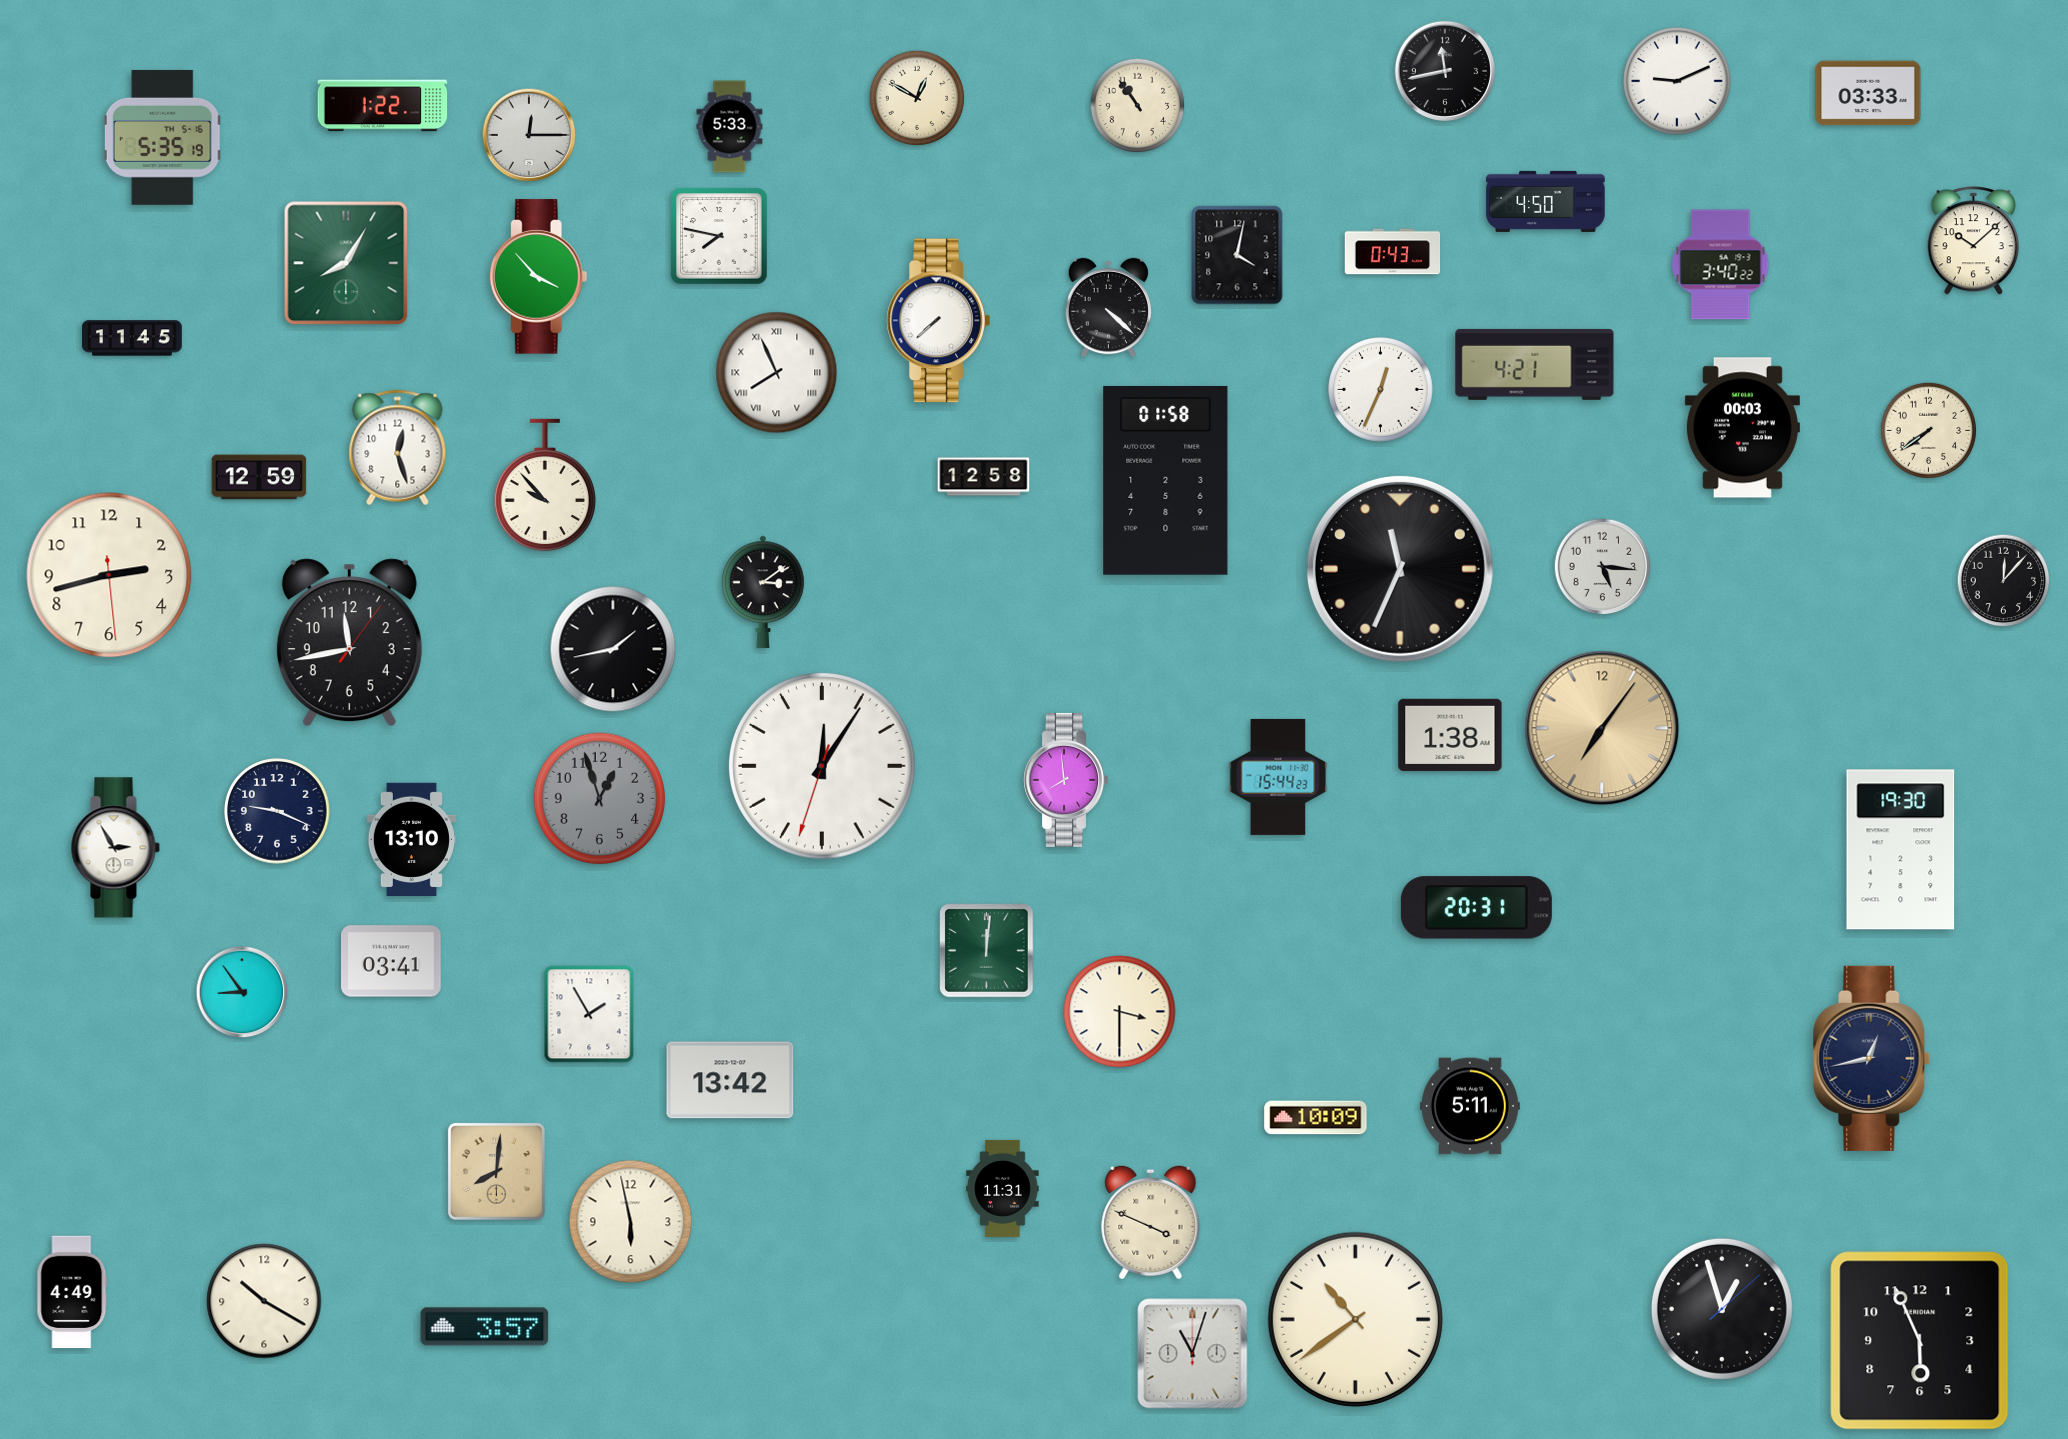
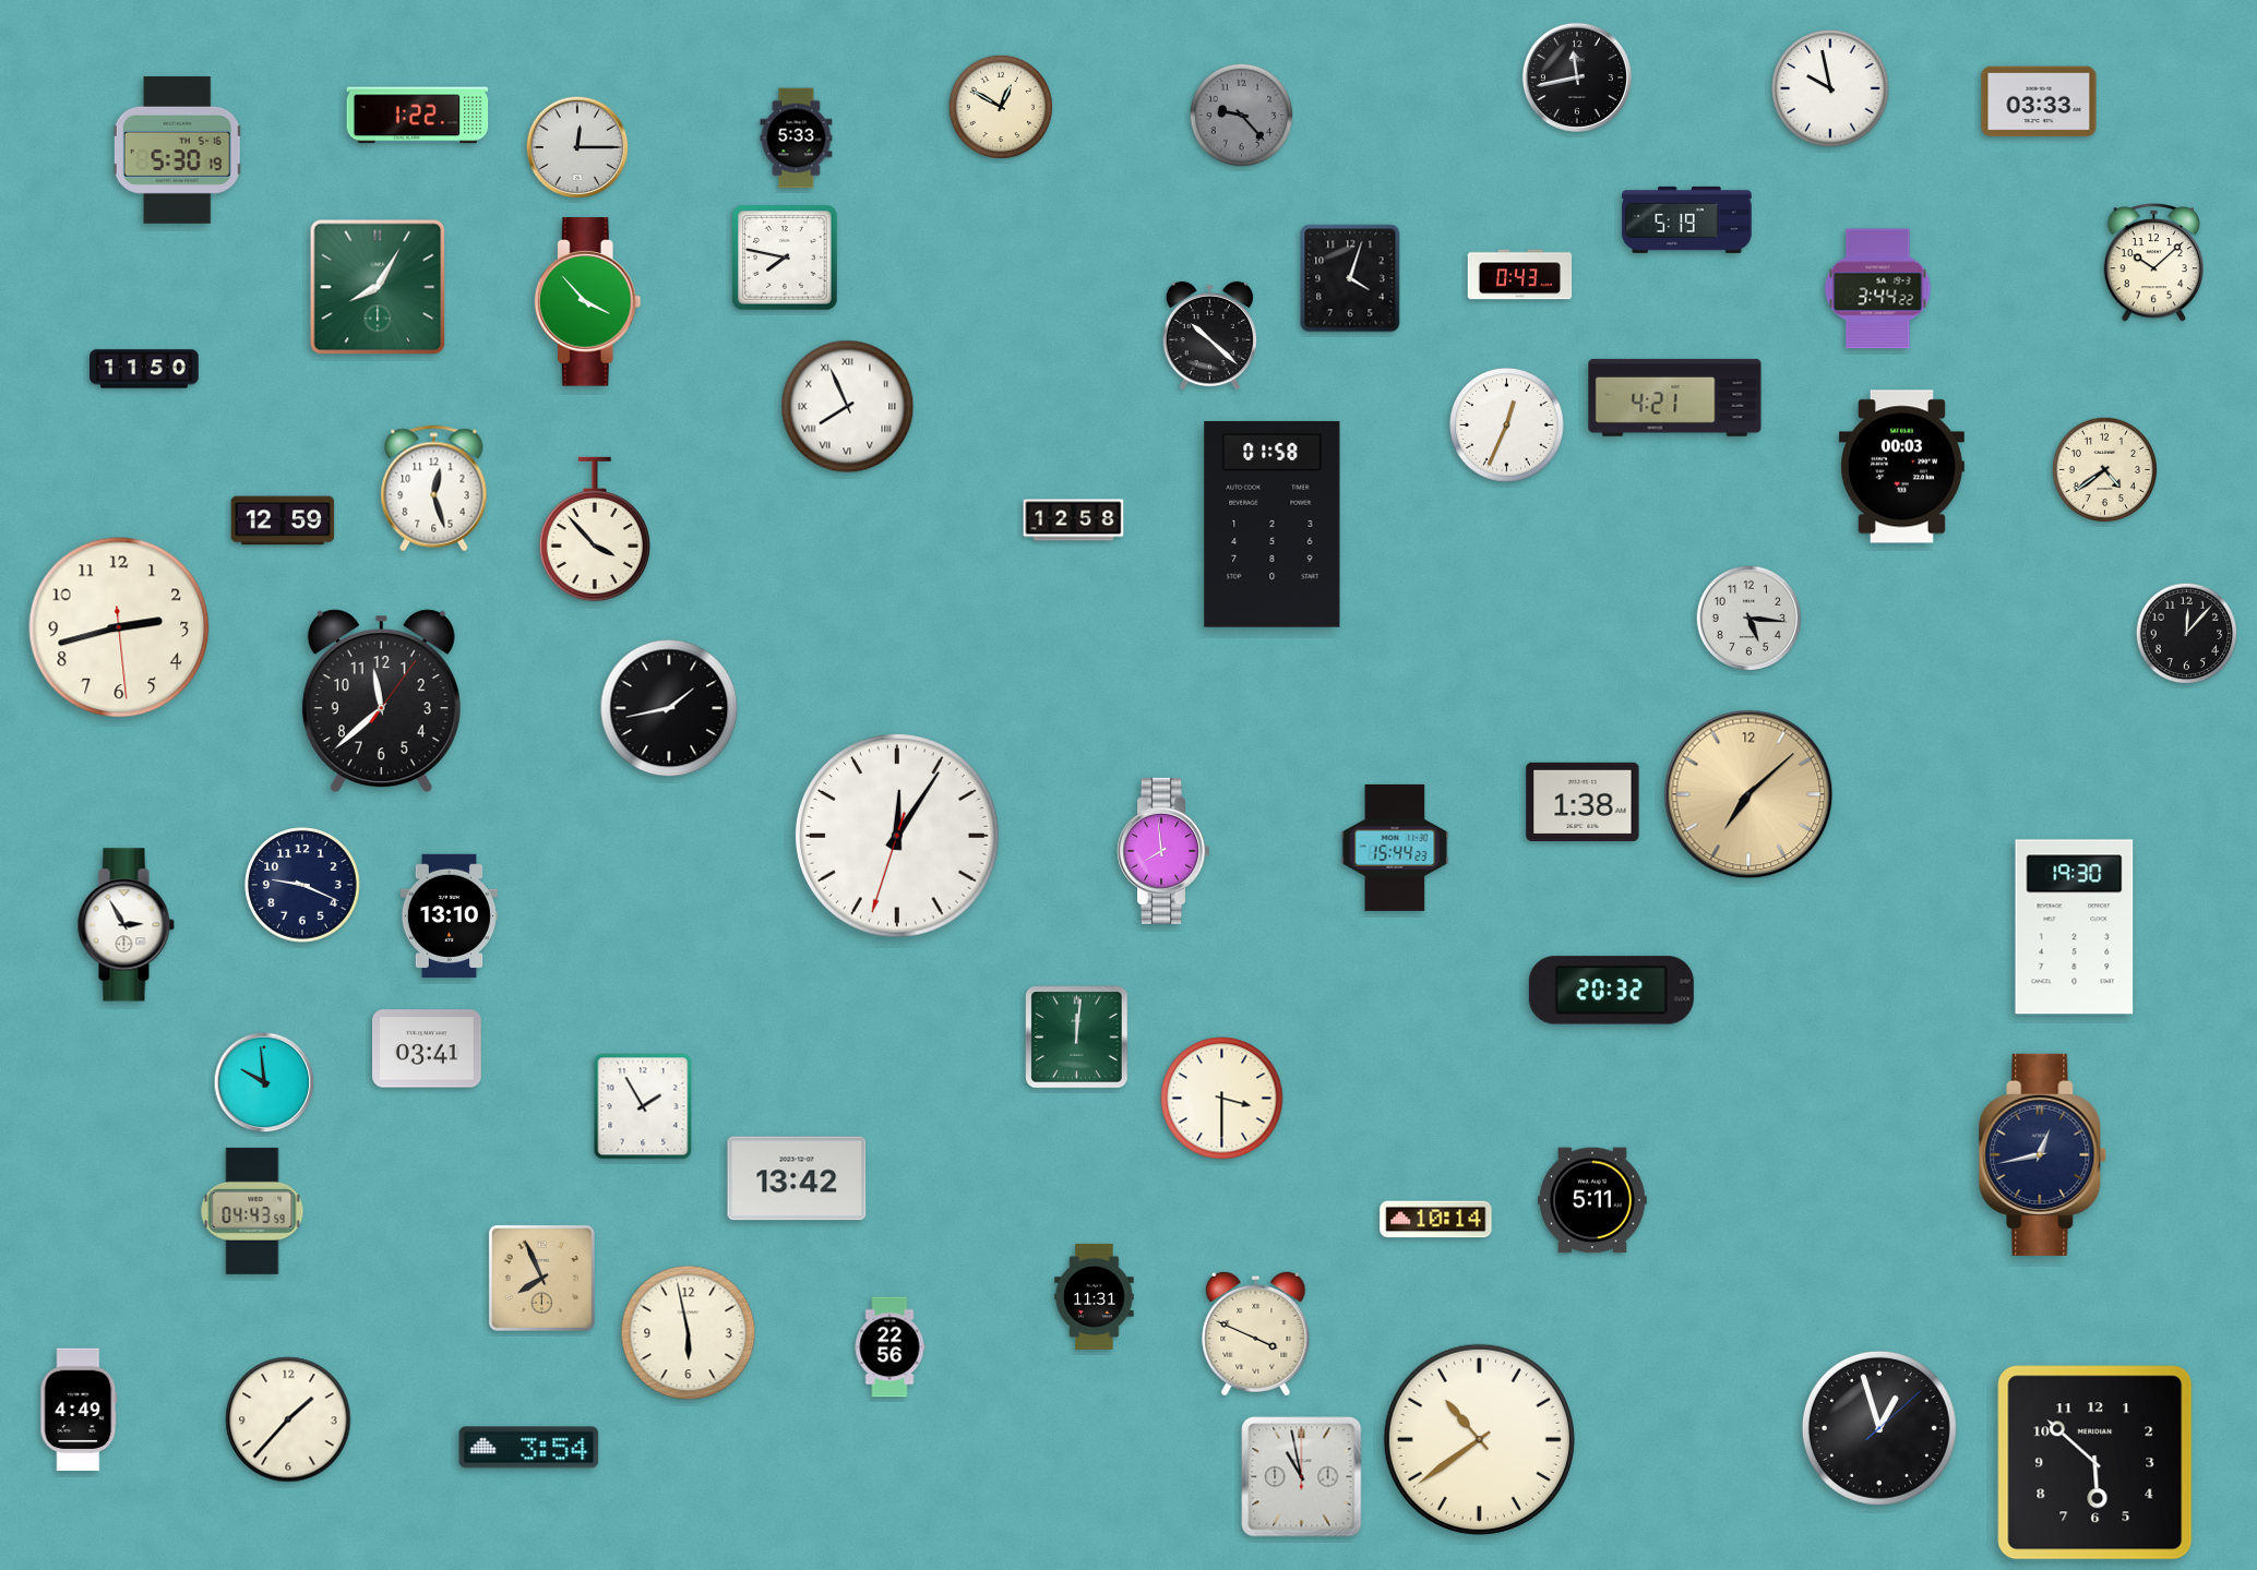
clock at (1677, 81): 9:11 -> 9:58
clock at (1138, 106): 10:54 -> 9:23
clock at (1138, 106) dial: cream -> grey
clock at (163, 137): 5:35 -> 5:30
clock at (1546, 201): 4:50 -> 5:19
clock at (1237, 255): 4:02 -> 4:03
clock at (1721, 265): 3:40 -> 3:44
clock at (1109, 308): 4:22 -> 10:22
clock at (938, 321): 7:38 -> none
clock at (132, 338): 11:45 -> 11:50
clock at (1928, 430): 7:39 -> 4:39
clock at (545, 485): 9:53 -> 3:53
clock at (1400, 569): 11:34 -> none
clock at (764, 592): 3:09 -> none
clock at (349, 643): 11:43 -> 11:38
clock at (1602, 728): 7:06 -> 7:08
clock at (600, 799): 12:57 -> none
clock at (1476, 908): 20:31 -> 20:32
clock at (242, 992): 8:54 -> 9:59
clock at (1120, 1012) position: (1120, 1012) -> (1222, 1099)
clock at (1470, 1106) position: (1470, 1106) -> (1592, 1200)
clock at (252, 1211): none -> 04:43
clock at (1316, 1118): 10:09 -> 10:14
clock at (496, 1171): 8:01 -> 7:56
clock at (889, 1347): none -> 22:56
clock at (264, 1301): 10:20 -> 1:37
clock at (485, 1327): 3:57 -> 3:54
clock at (1920, 1341): 5:56 -> 5:52
clock at (1193, 1354): 11:03 -> 10:58
